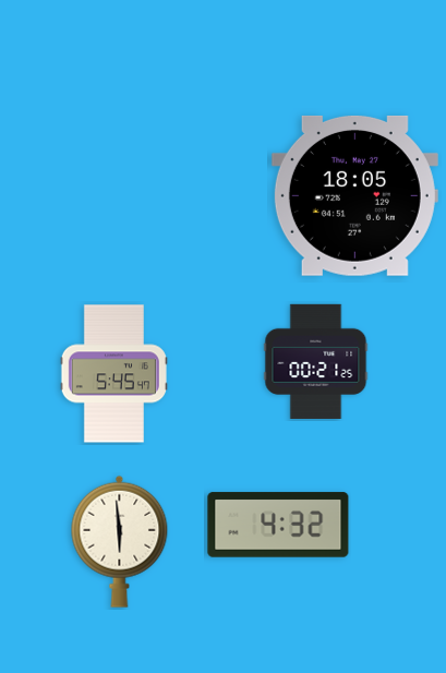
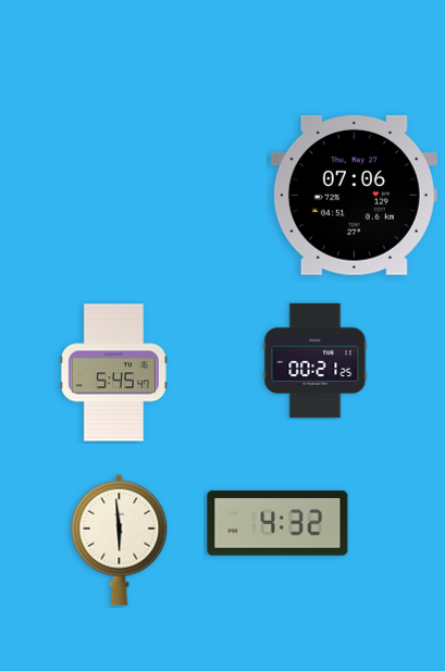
clock at (354, 195): 18:05 -> 07:06
